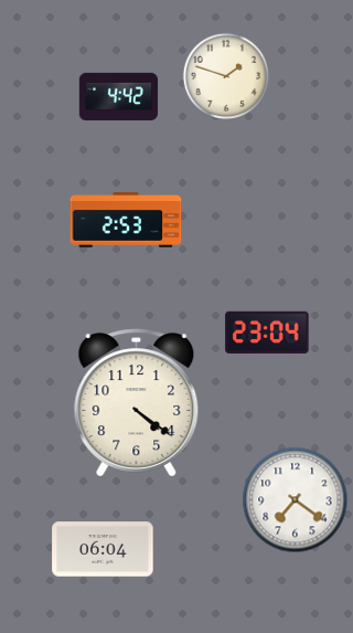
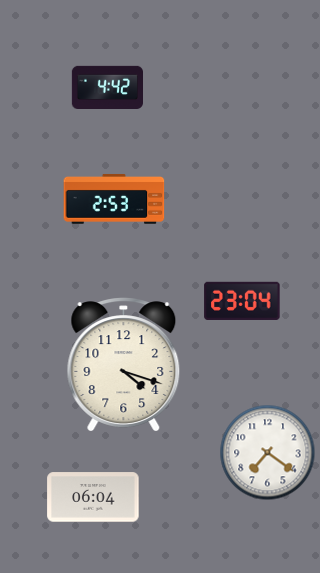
clock at (225, 75): 1:48 -> none
clock at (137, 403): 4:21 -> 4:18
